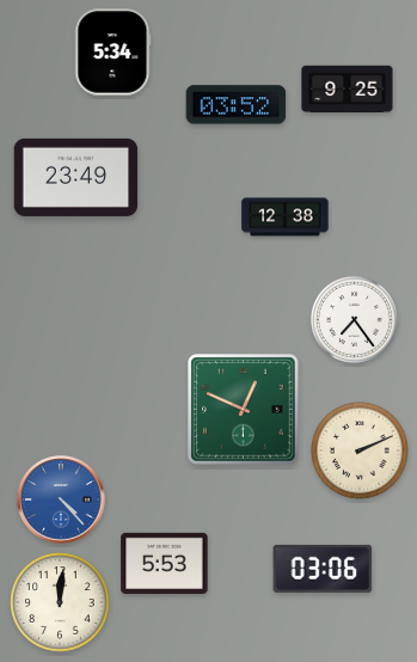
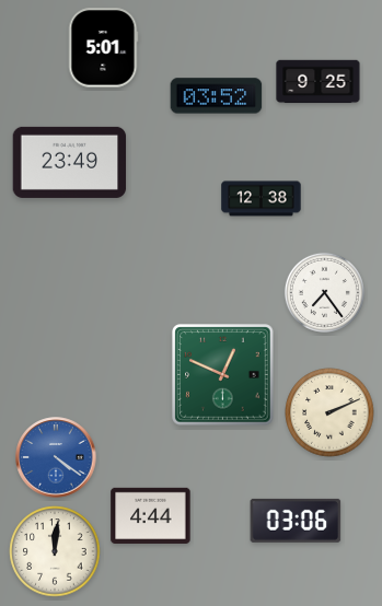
clock at (114, 53): 5:34 -> 5:01
clock at (61, 499): 4:23 -> 4:21
clock at (165, 563): 5:53 -> 4:44
